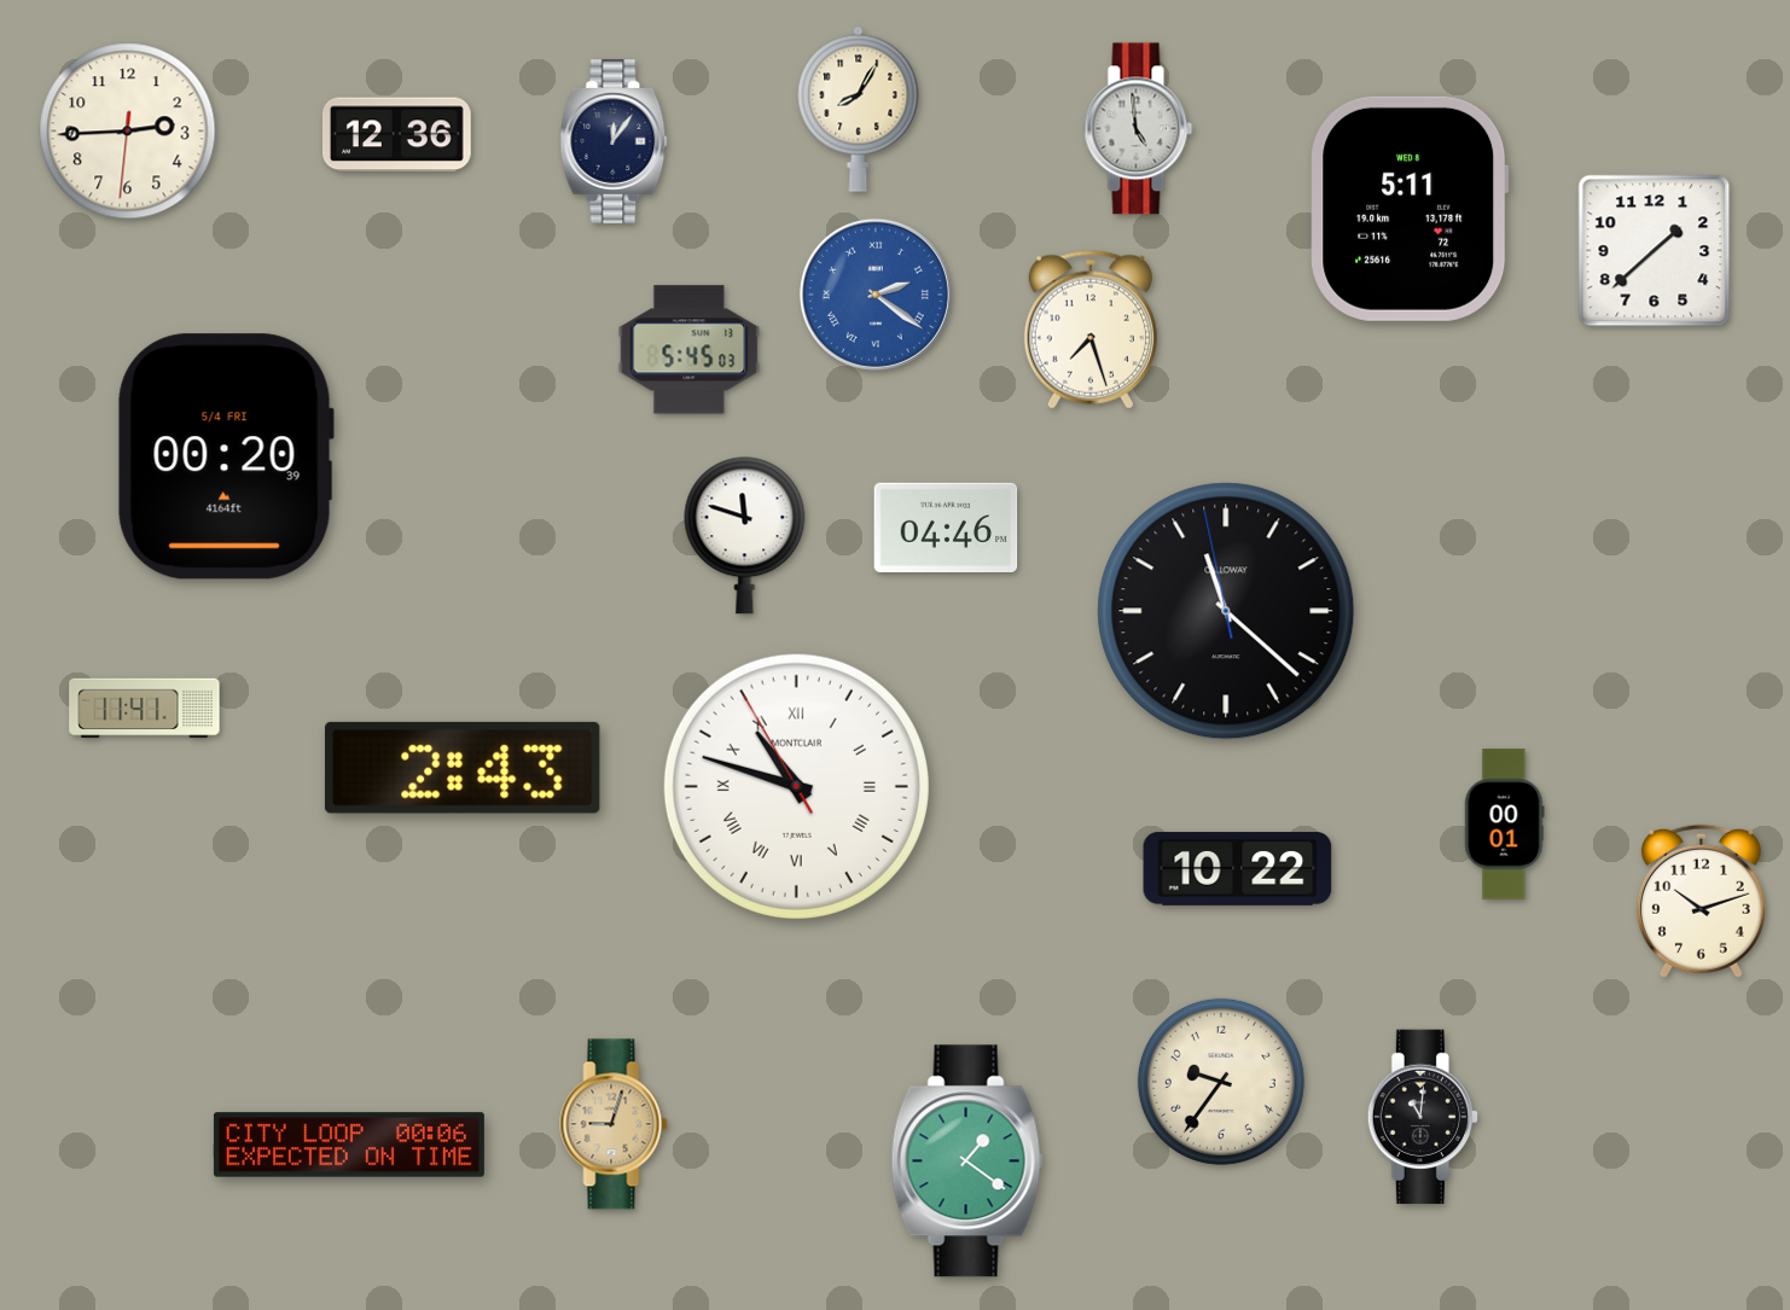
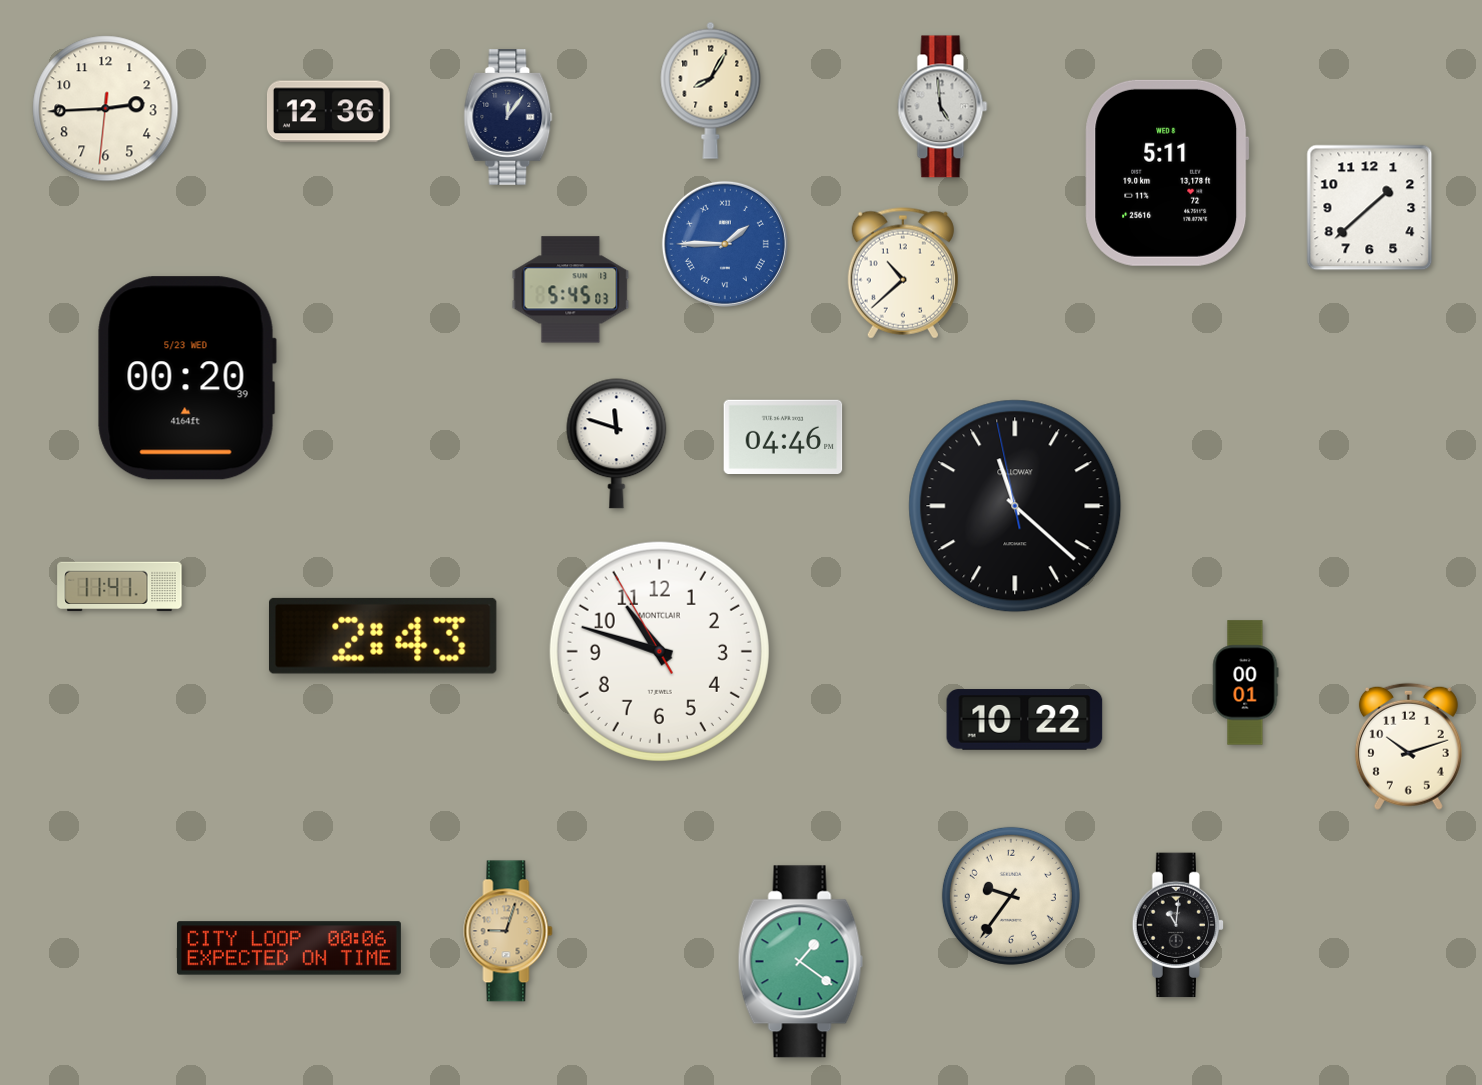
clock at (876, 295): 2:21 -> 1:45
clock at (1091, 330): 7:27 -> 10:38
clock at (226, 456) date: 5/4 FRI -> 5/23 WED
clock at (796, 786) numerals: Roman -> Arabic
